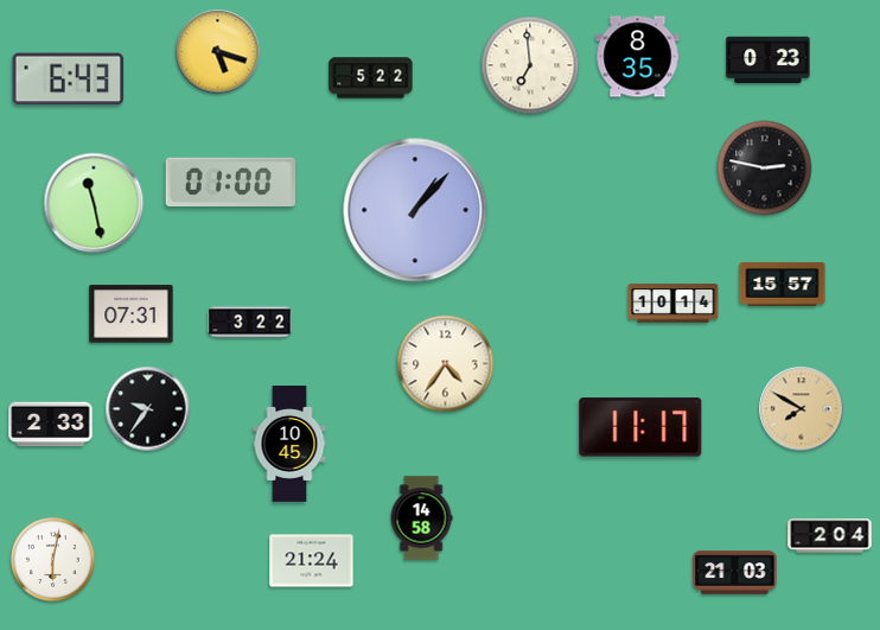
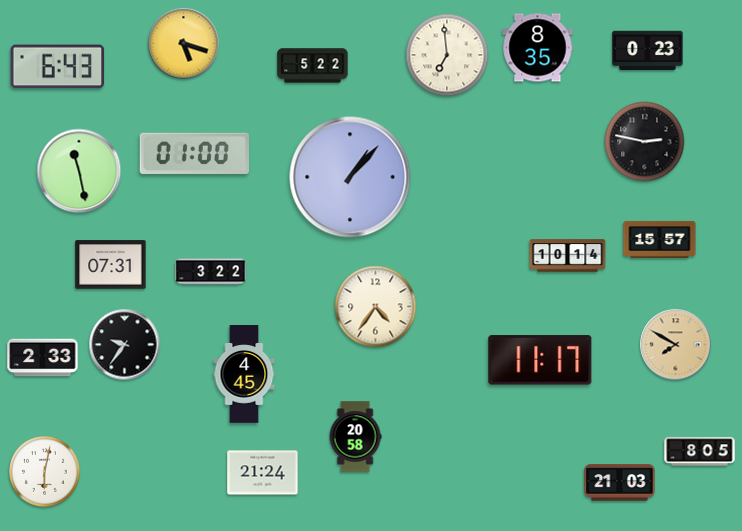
clock at (289, 444): 10:45 -> 4:45
clock at (421, 518): 14:58 -> 20:58
clock at (830, 536): 2:04 -> 8:05
